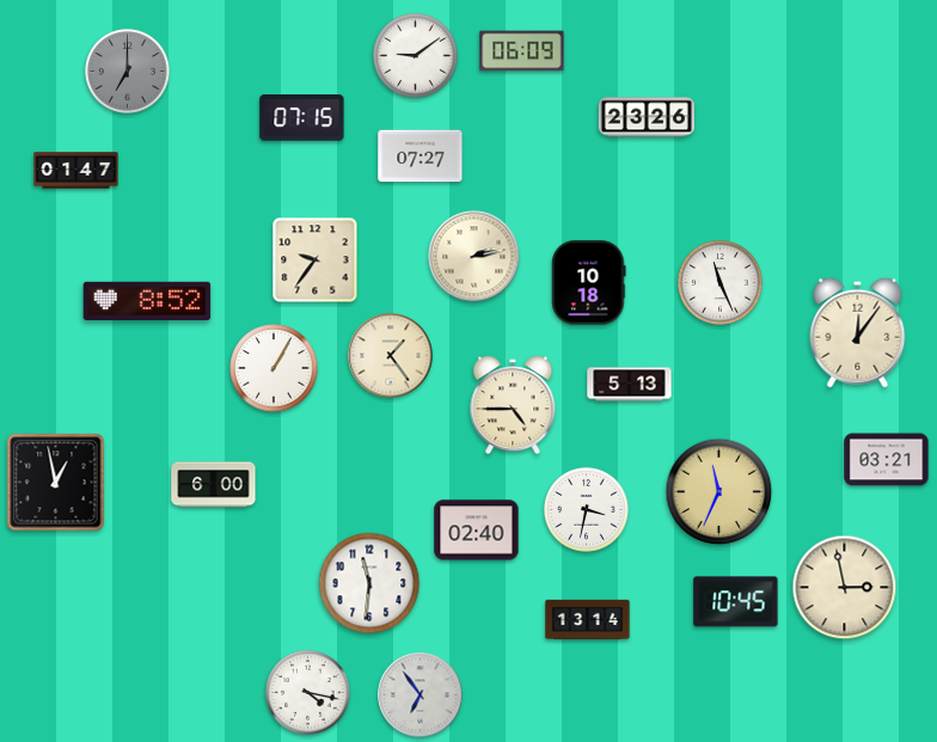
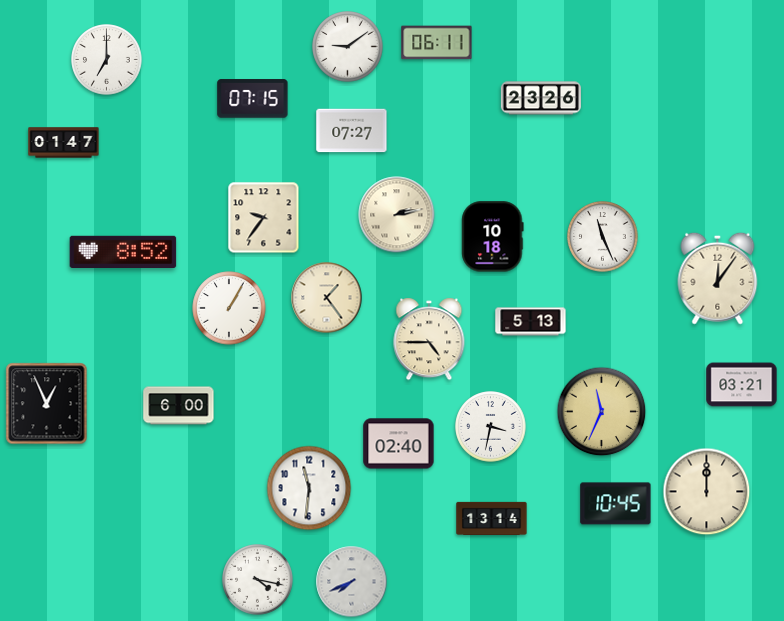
clock at (522, 51): 06:09 -> 06:11
clock at (128, 72) dial: grey -> white
clock at (630, 385) position: (630, 385) -> (531, 322)
clock at (56, 483): 12:58 -> 12:56
clock at (845, 588): 2:58 -> 12:00
clock at (421, 695): 6:54 -> 7:41
